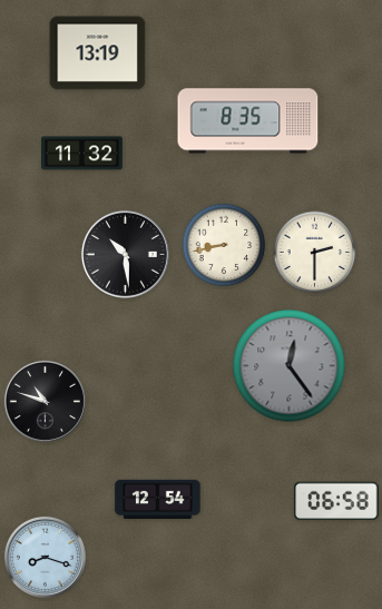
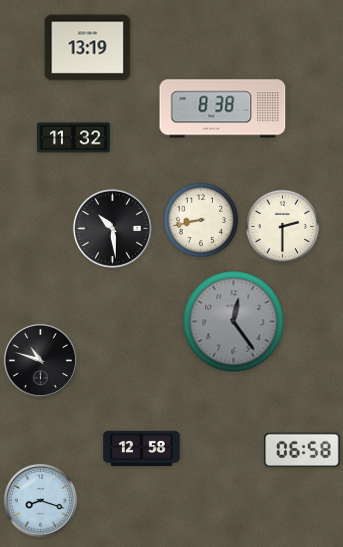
clock at (248, 121): 8:35 -> 8:38
clock at (290, 366) position: (290, 366) -> (234, 322)
clock at (158, 499): 12:54 -> 12:58
